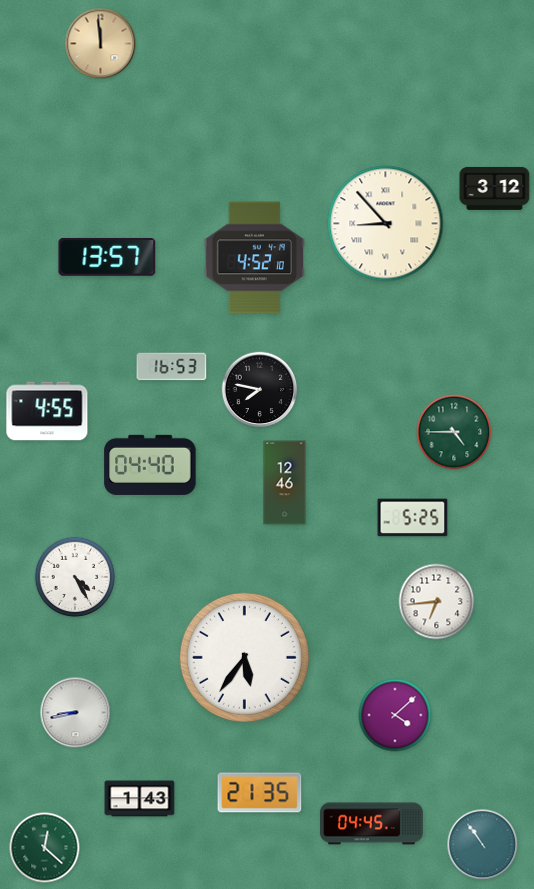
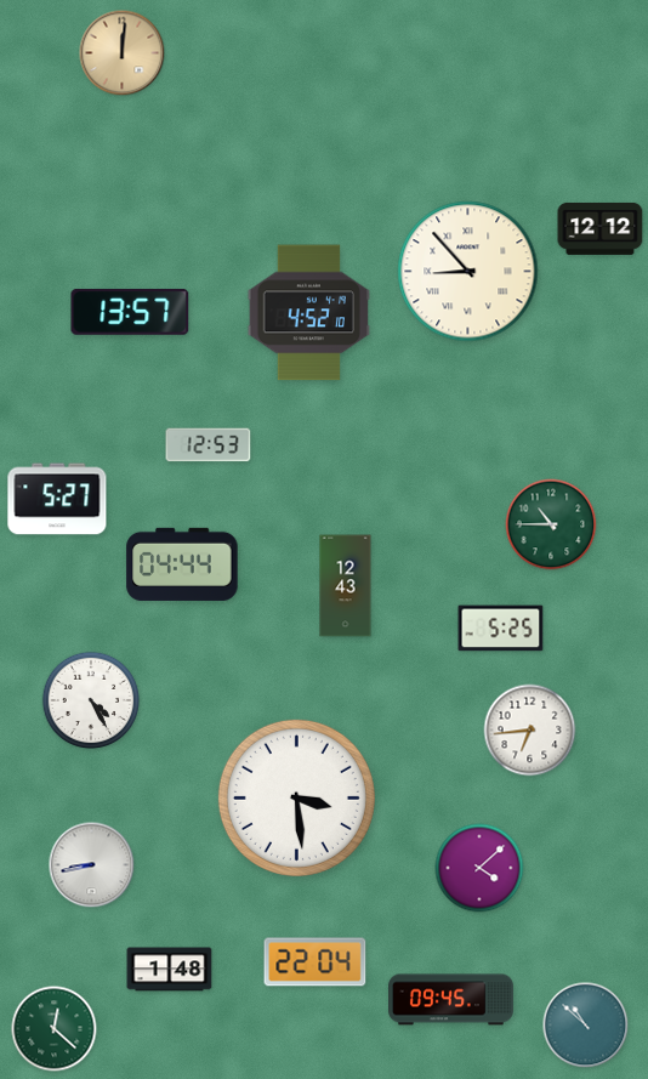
clock at (101, 44): 11:59 -> 12:01
clock at (495, 188): 3:12 -> 12:12
clock at (172, 367): 16:53 -> 12:53
clock at (260, 390): 7:47 -> none
clock at (47, 411): 4:55 -> 5:27
clock at (454, 432): 4:45 -> 10:45
clock at (150, 465): 04:40 -> 04:44
clock at (285, 483): 12:46 -> 12:43
clock at (244, 657): 5:36 -> 3:29
clock at (260, 793): 21:35 -> 22:04
clock at (140, 799): 1:43 -> 1:48
clock at (372, 824): 04:45 -> 09:45
clock at (483, 845): 10:54 -> 10:52
